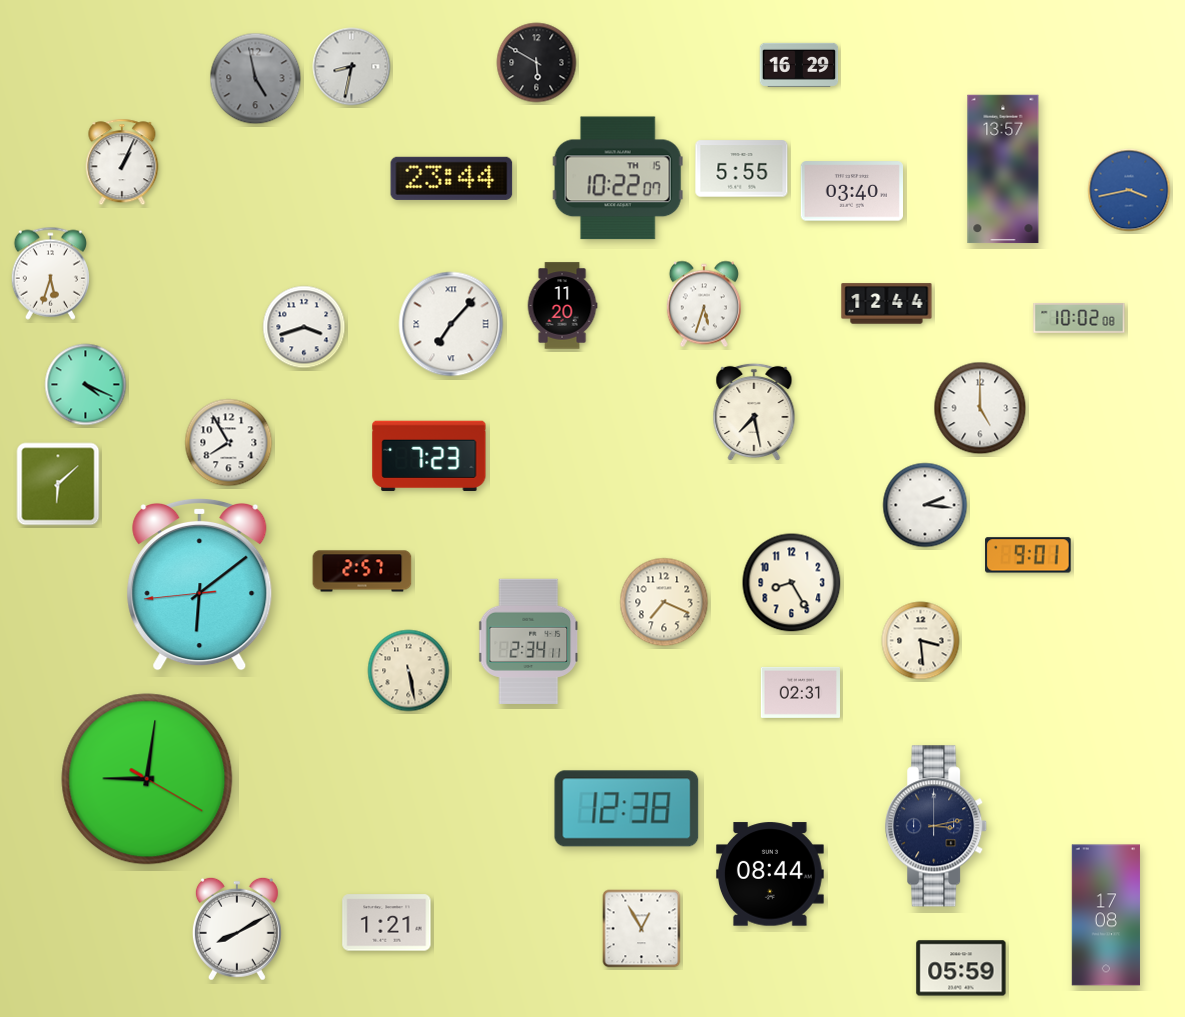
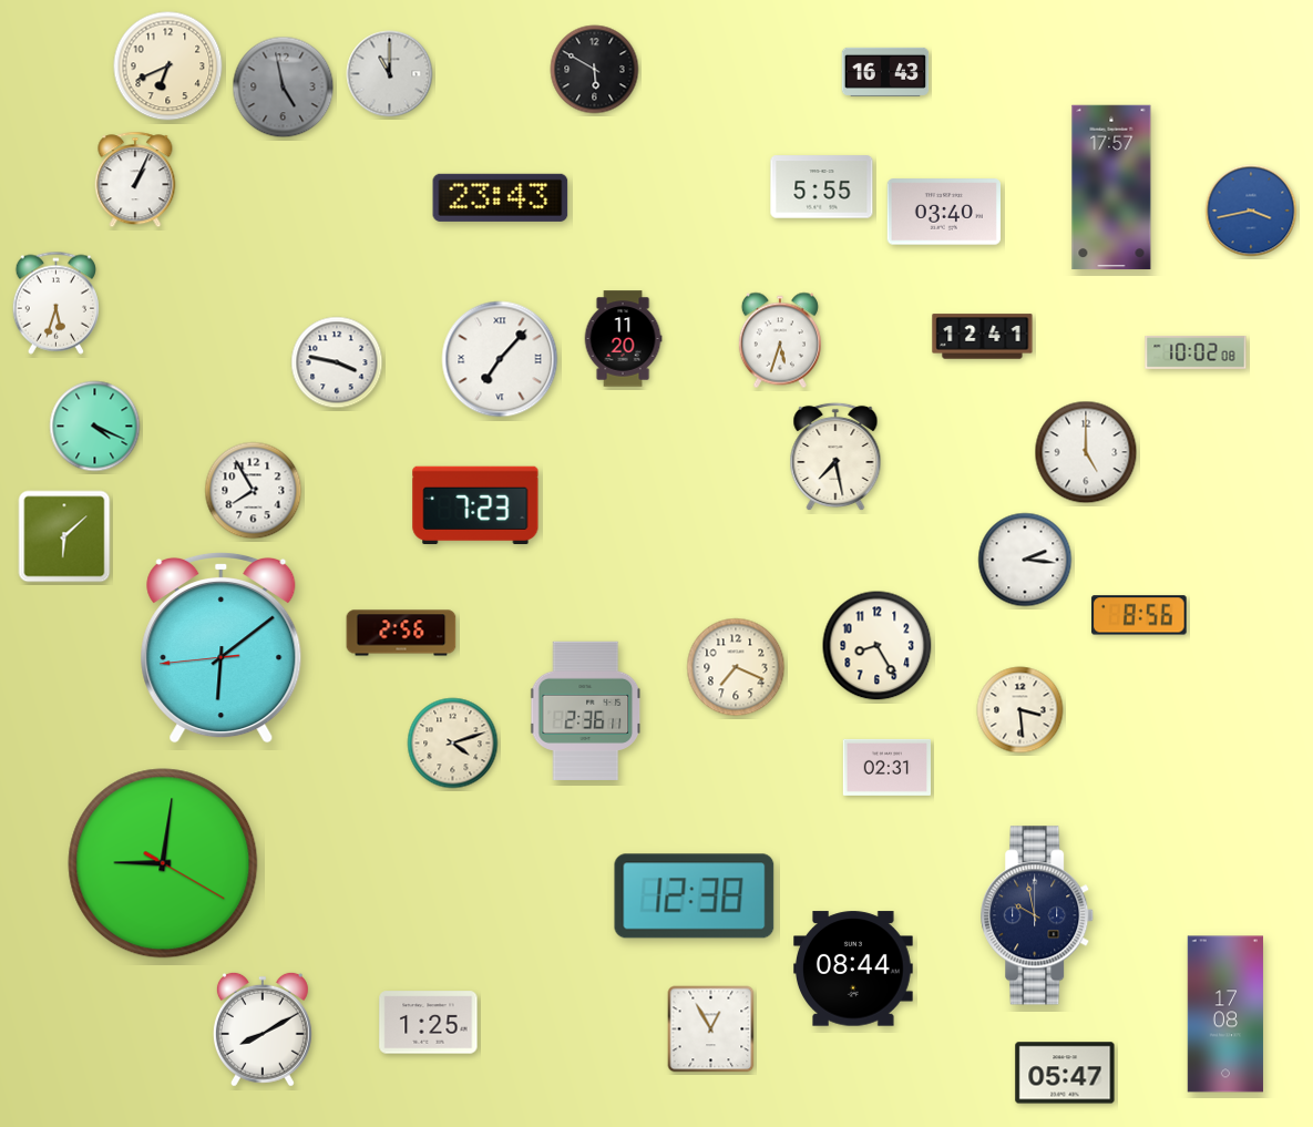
clock at (168, 66): none -> 6:41
clock at (799, 65): 16:29 -> 16:43
clock at (352, 67): 8:32 -> 11:00
clock at (1003, 169): 13:57 -> 17:57
clock at (452, 178): 23:44 -> 23:43
clock at (618, 178): 10:22 -> none
clock at (704, 304) position: (704, 304) -> (780, 340)
clock at (887, 304): 12:44 -> 12:41
clock at (304, 327): 3:42 -> 3:47
clock at (1028, 555): 9:01 -> 8:56
clock at (362, 571): 2:57 -> 2:56
clock at (529, 641): 2:34 -> 2:36
clock at (409, 671): 5:28 -> 4:12
clock at (937, 826): 3:13 -> 9:58
clock at (387, 923): 1:21 -> 1:25
clock at (961, 968): 05:59 -> 05:47
